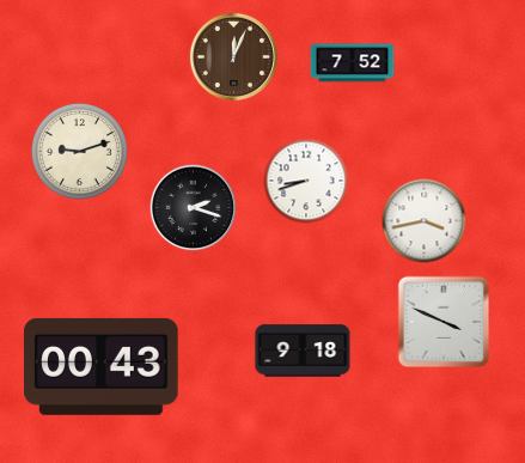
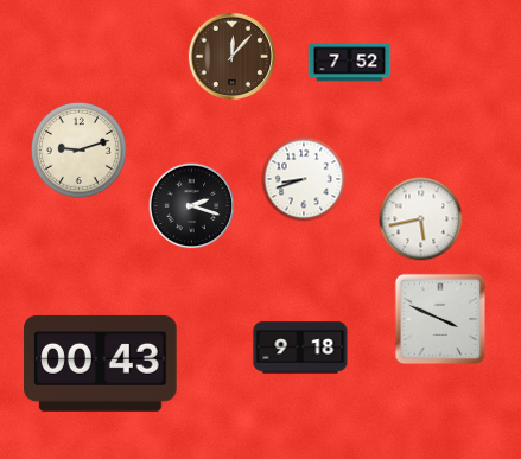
clock at (234, 56): 12:04 -> 12:07
clock at (425, 221): 3:43 -> 5:43
